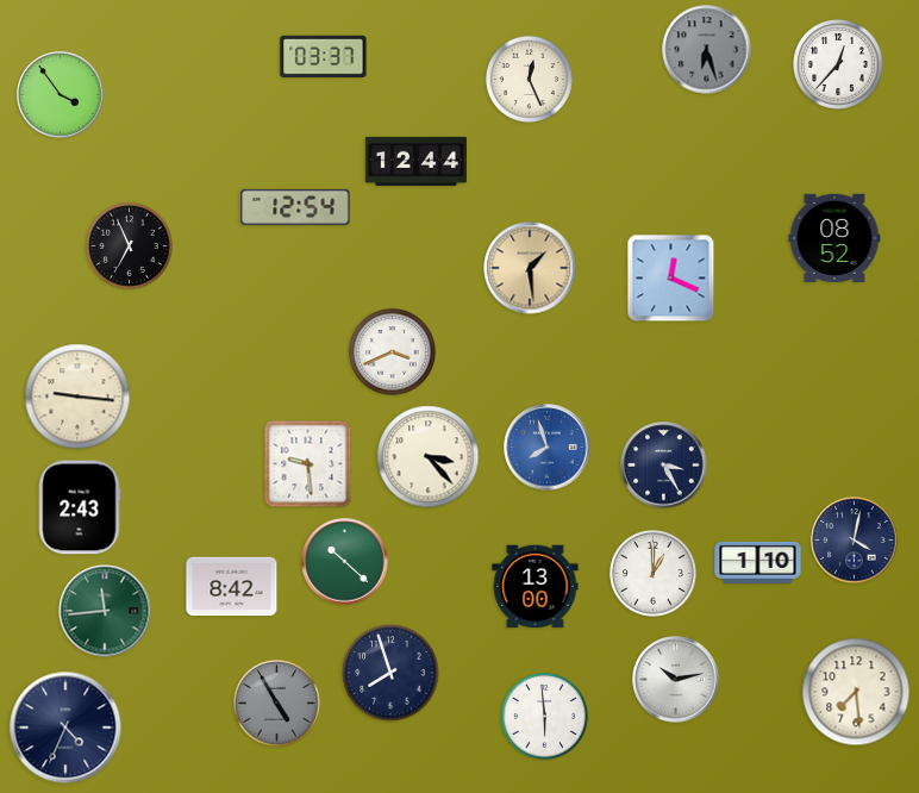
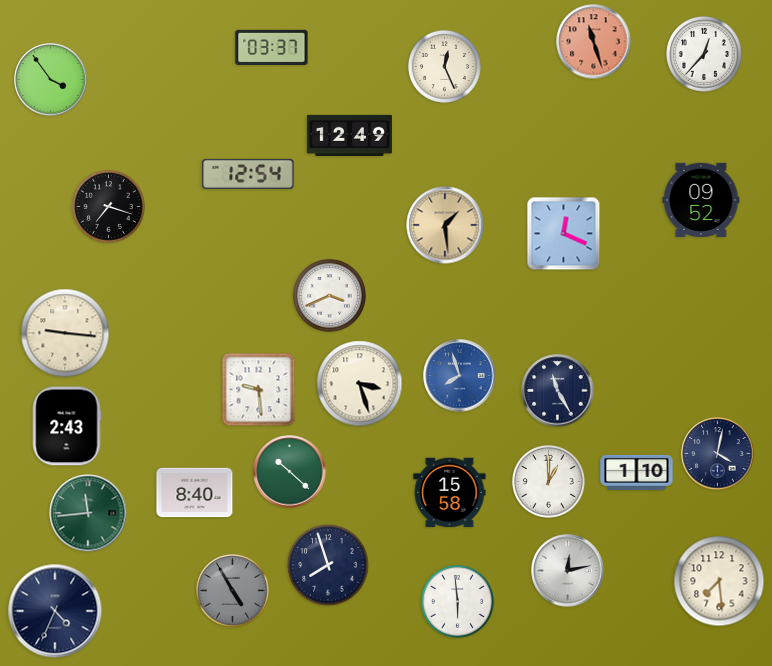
clock at (707, 50): 6:27 -> 11:27
clock at (707, 50) dial: grey -> salmon
clock at (415, 161): 12:44 -> 12:49
clock at (834, 238): 08:52 -> 09:52
clock at (129, 245): 6:56 -> 7:18
clock at (429, 457): 3:23 -> 3:27
clock at (664, 466): 3:25 -> 11:25
clock at (232, 587): 8:42 -> 8:40
clock at (536, 587): 13:00 -> 15:58
clock at (676, 680): 10:13 -> 12:13
